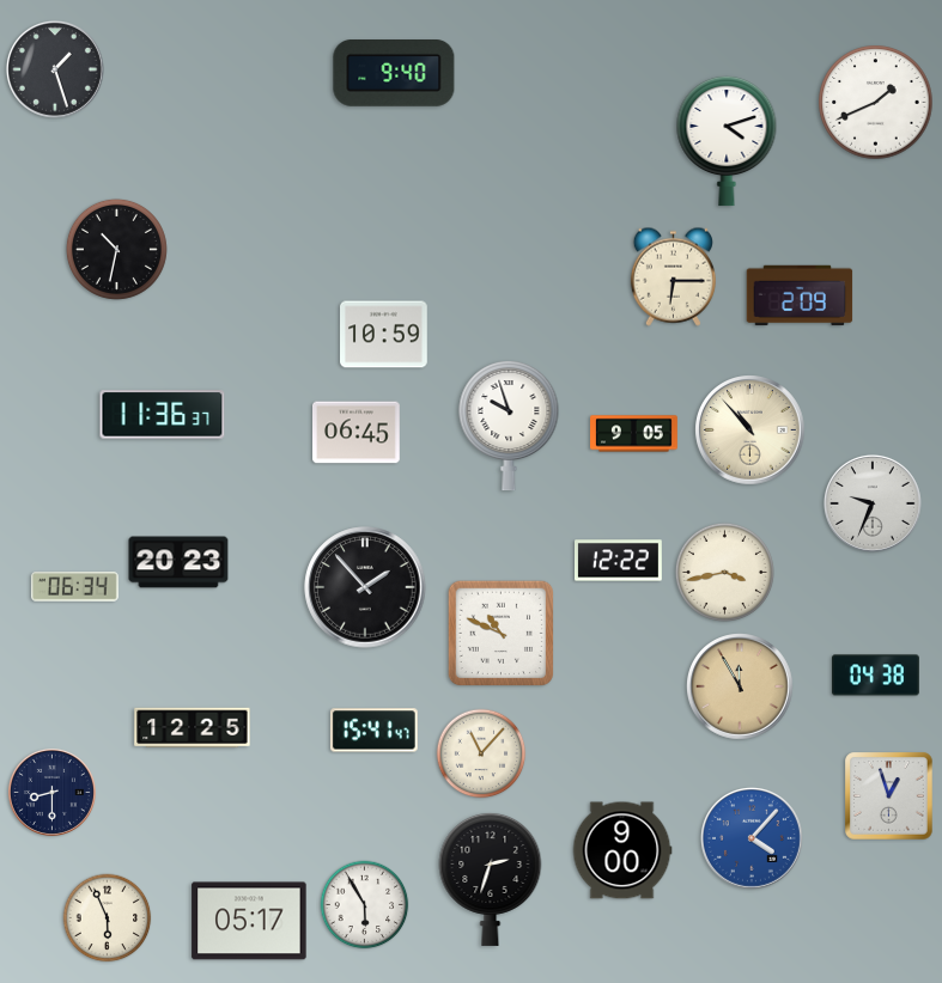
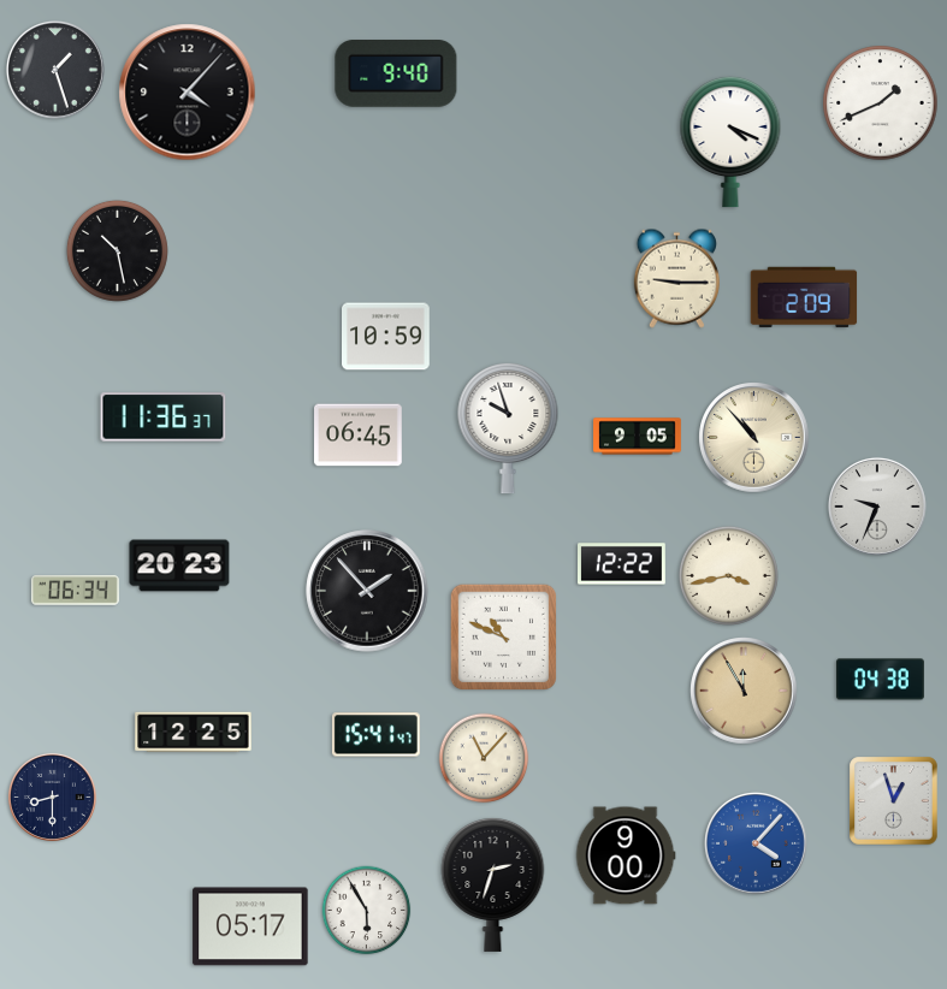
clock at (188, 93): none -> 4:07
clock at (727, 141): 4:12 -> 4:19
clock at (116, 249): 10:32 -> 10:28
clock at (673, 276): 6:15 -> 9:15
clock at (509, 426) position: (509, 426) -> (508, 428)
clock at (750, 431) position: (750, 431) -> (754, 438)
clock at (108, 918): 5:56 -> none
